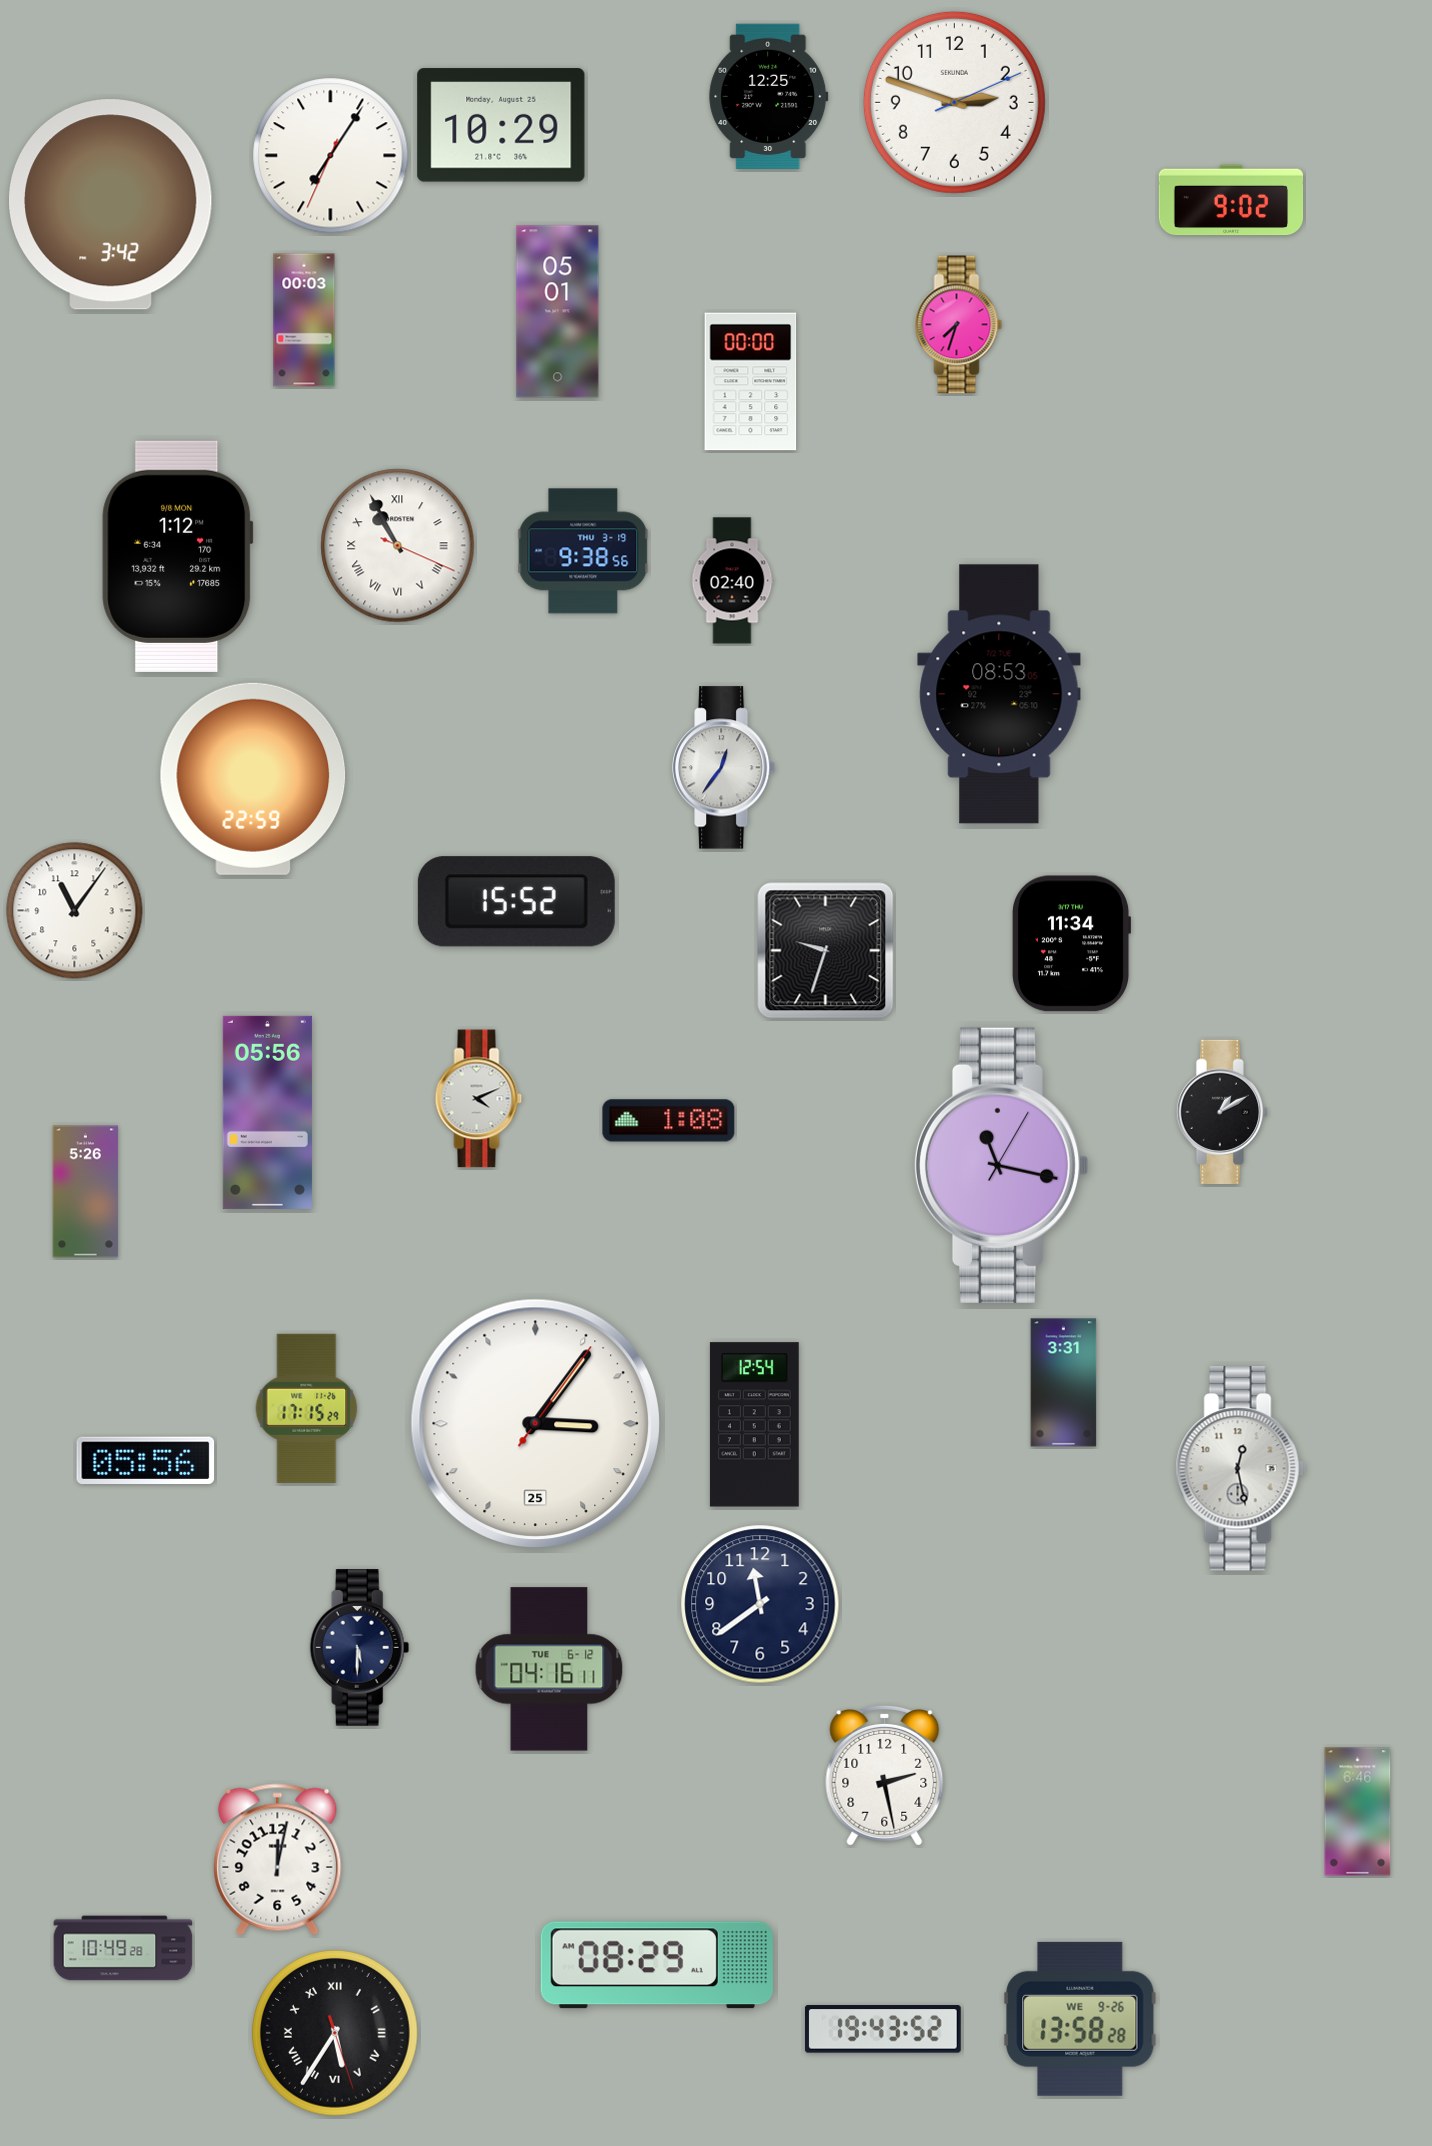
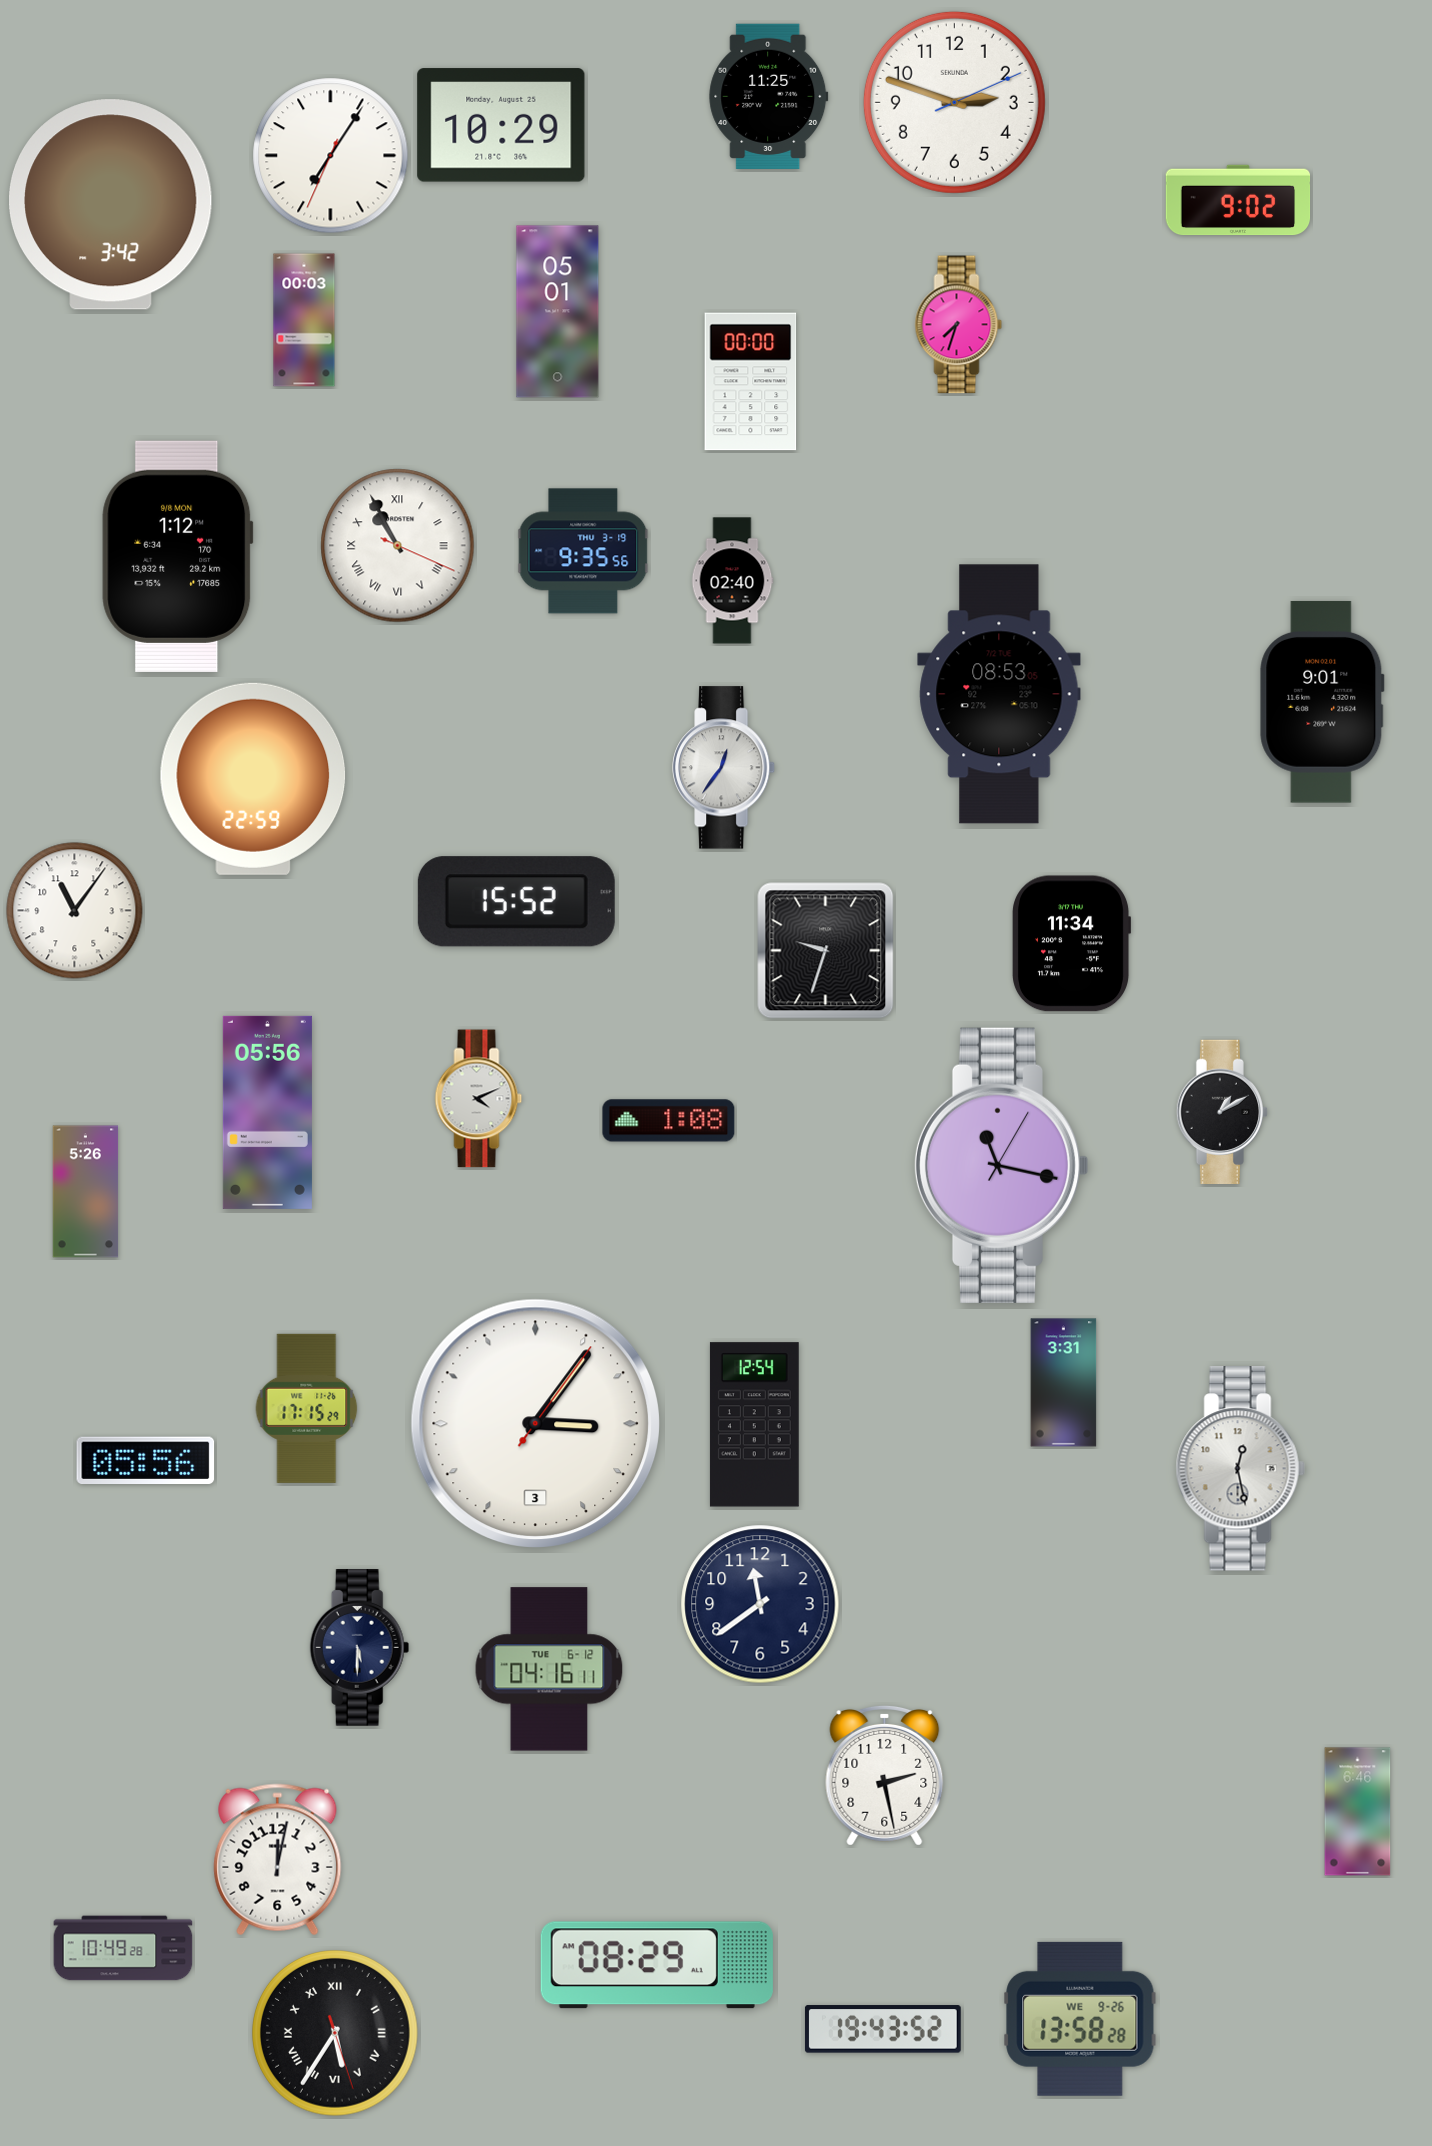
clock at (769, 96): 12:25 -> 11:25
clock at (1231, 200) position: (1231, 200) -> (1238, 200)
clock at (583, 551): 9:38 -> 9:35
clock at (1322, 702): none -> 9:01
clock at (535, 1423) date: 25 -> 3
